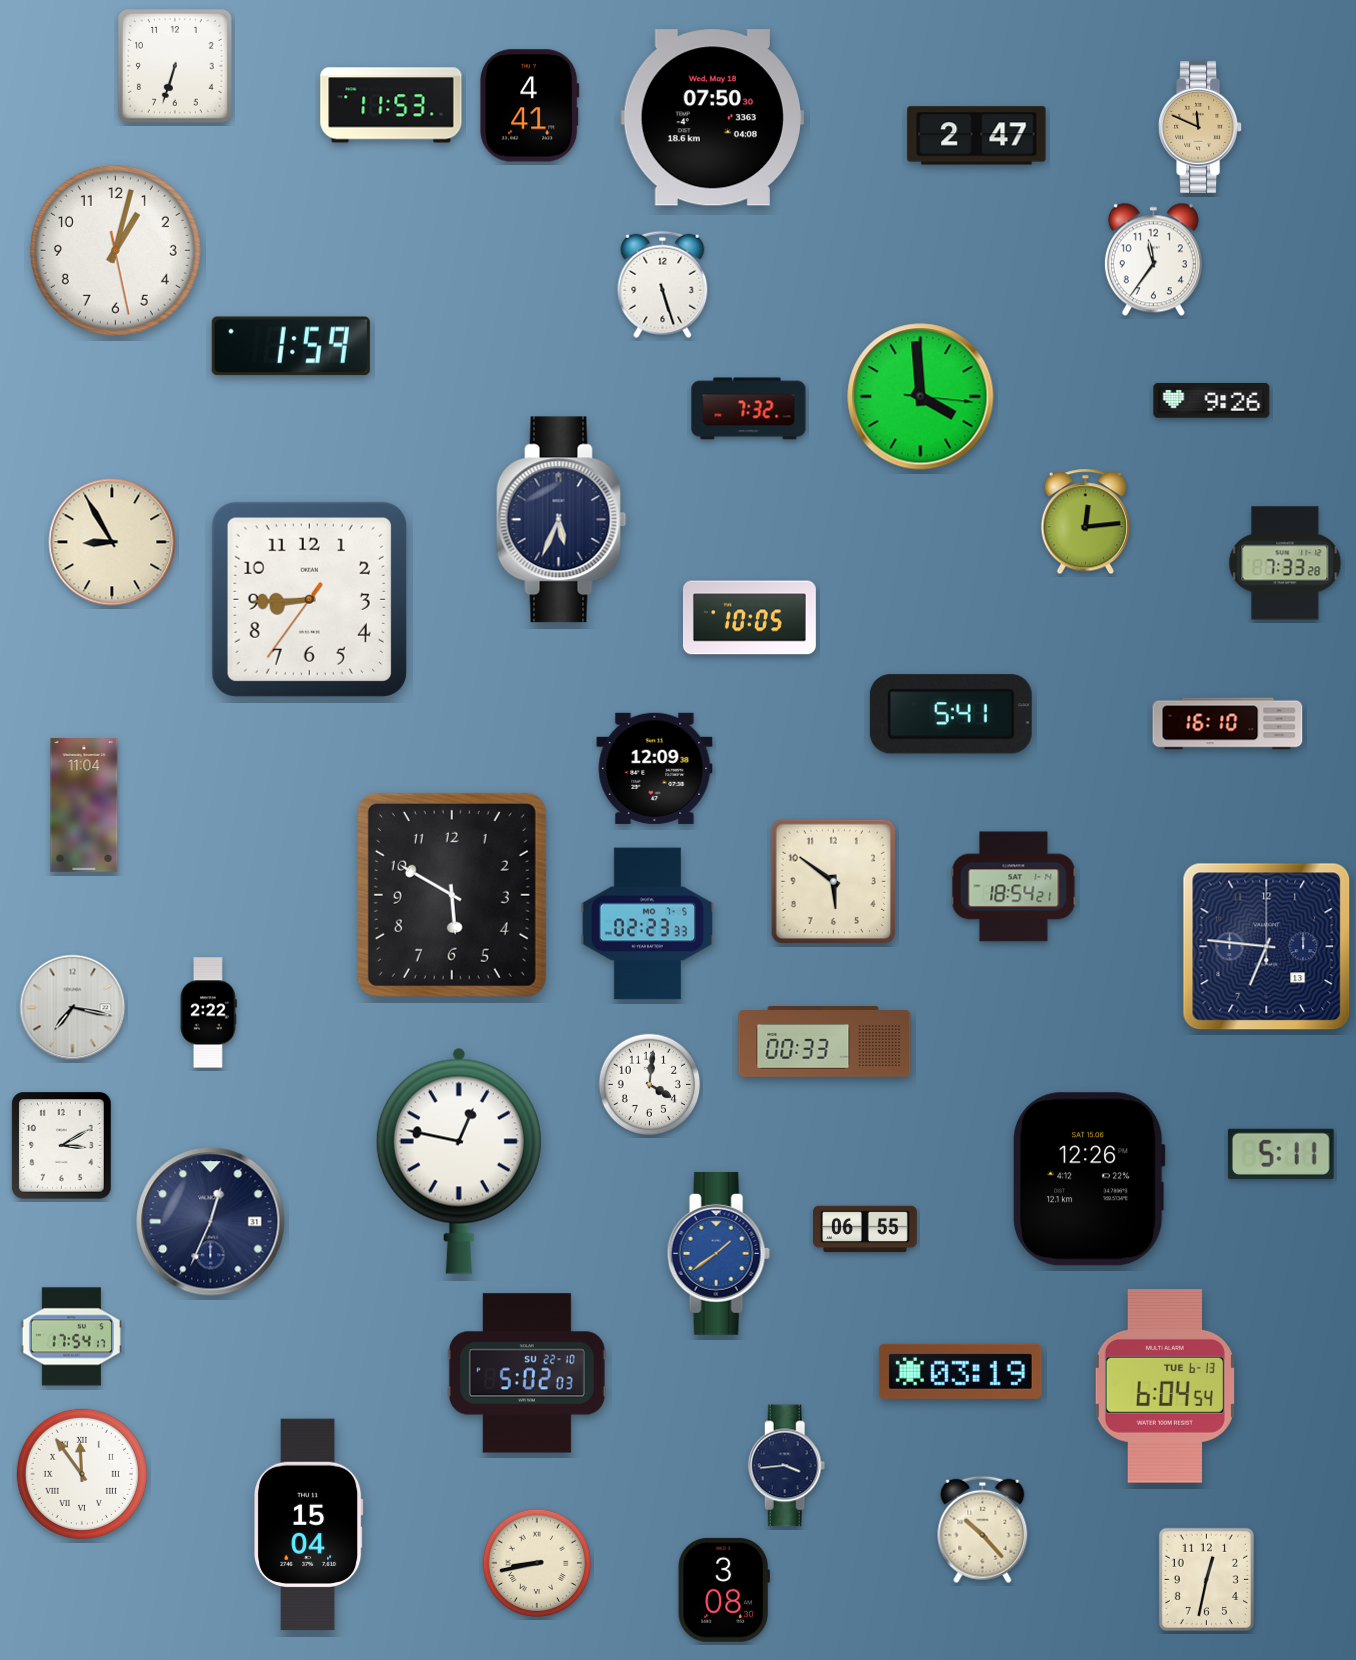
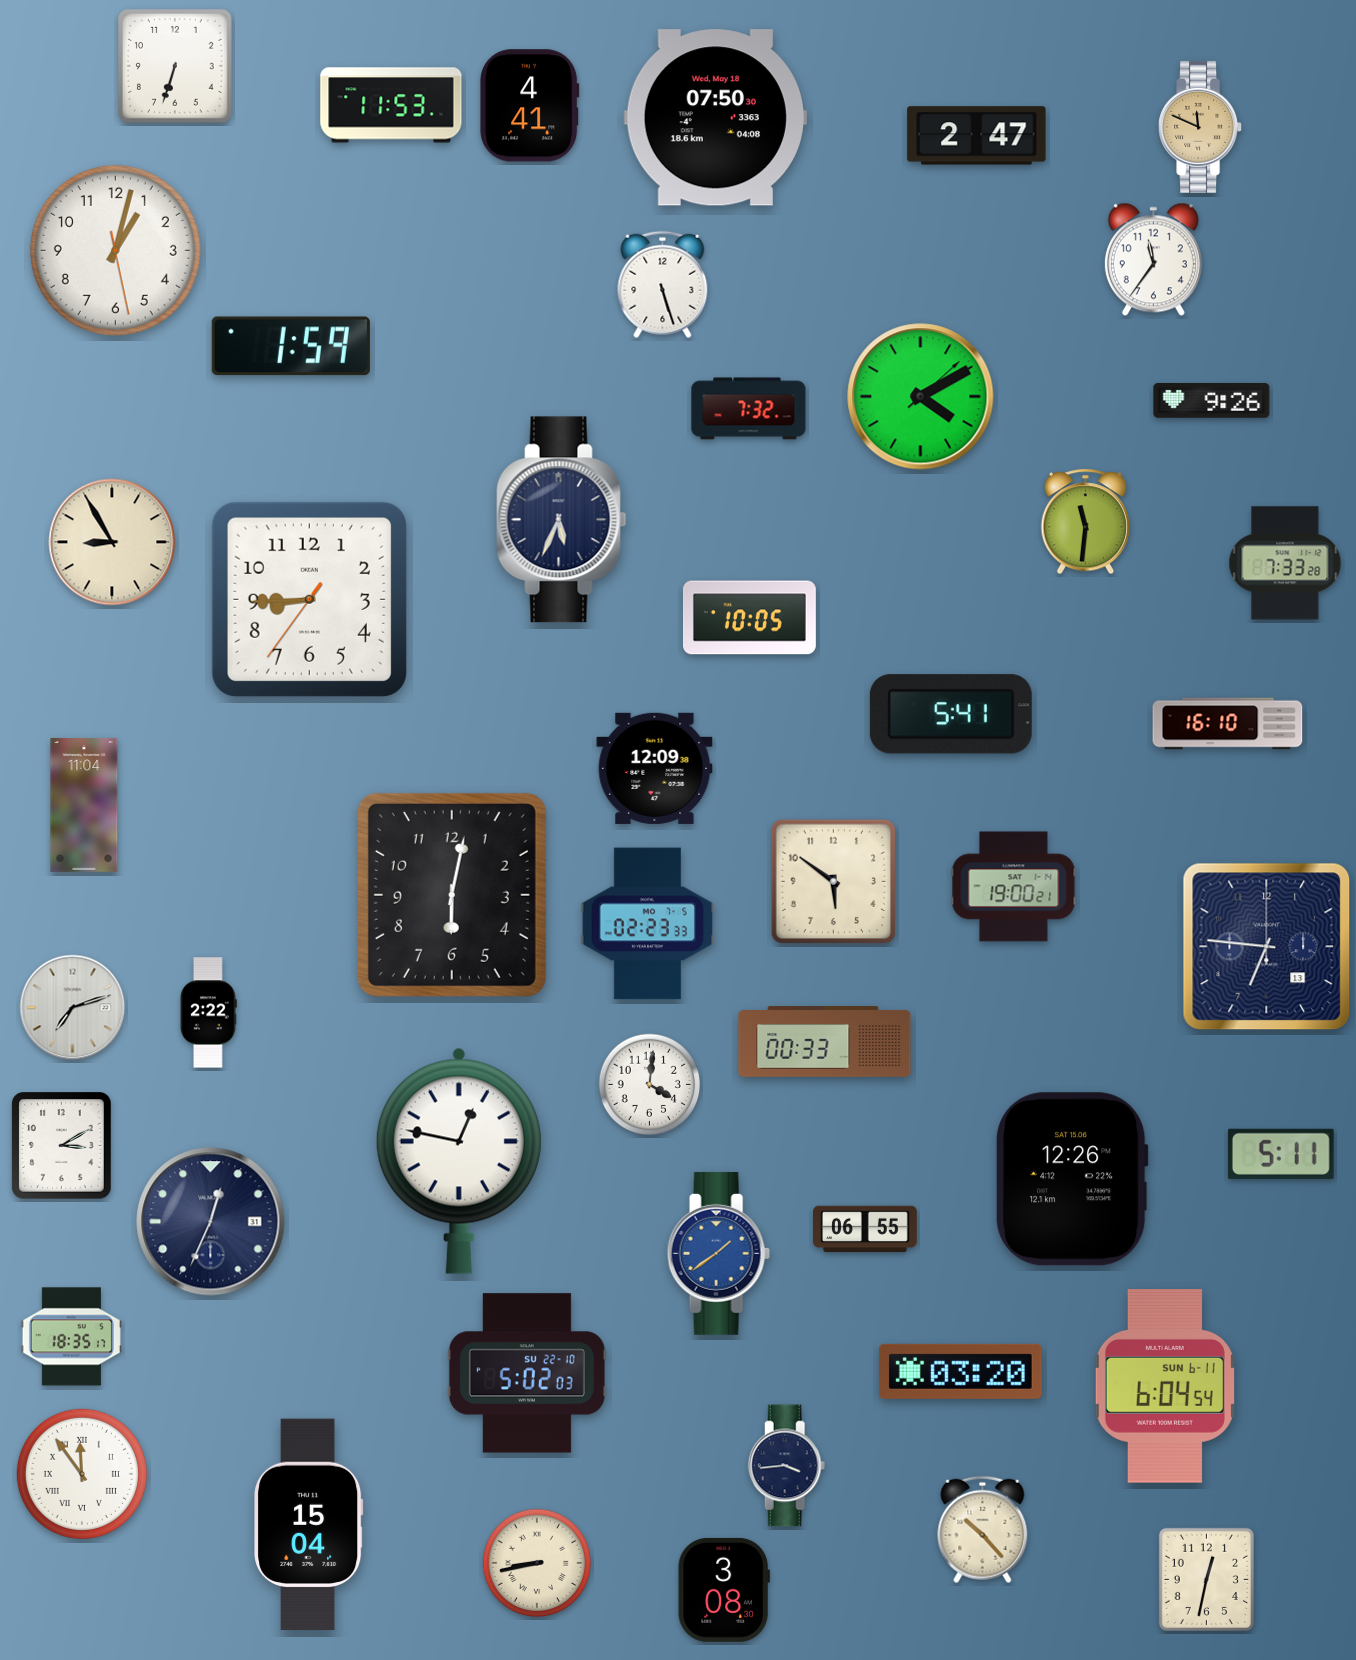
clock at (712, 118) position: (712, 118) -> (715, 118)
clock at (921, 397): 3:59 -> 4:10
clock at (1086, 522): 12:14 -> 11:31
clock at (1014, 887): 18:54 -> 19:00
clock at (452, 895): 5:50 -> 6:02
clock at (73, 1008): 7:17 -> 7:12
clock at (1089, 1179) position: (1089, 1179) -> (1072, 1179)
clock at (71, 1337): 17:54 -> 18:35
clock at (960, 1371): 03:19 -> 03:20
clock at (1165, 1387) date: TUE 6-13 -> SUN 6-11
